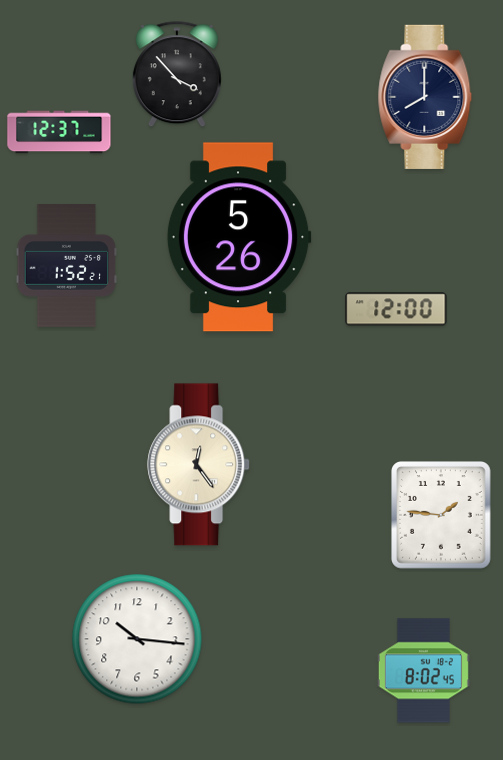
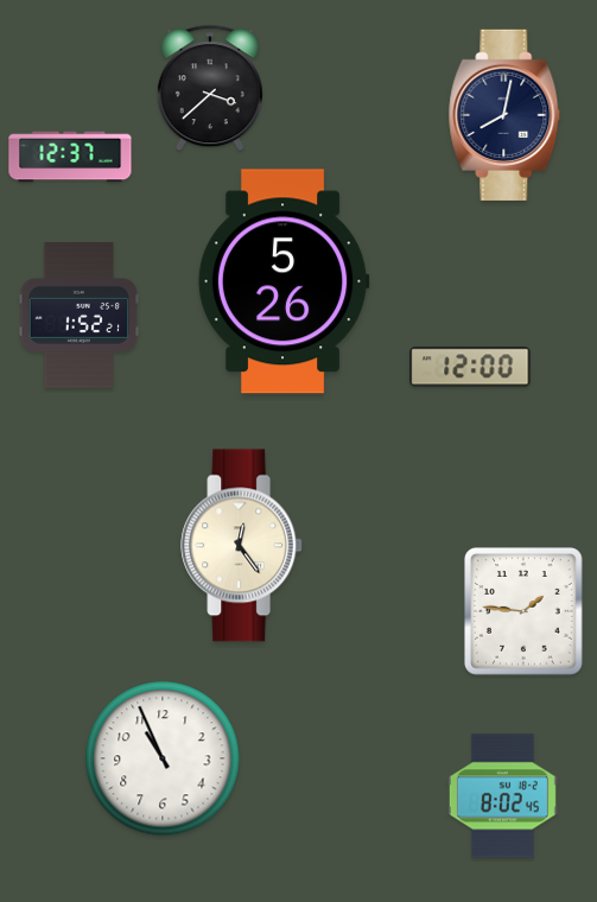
clock at (177, 75): 3:53 -> 3:38
clock at (425, 97): 8:00 -> 8:02
clock at (199, 465) position: (199, 465) -> (242, 546)
clock at (137, 639): 10:16 -> 10:56
